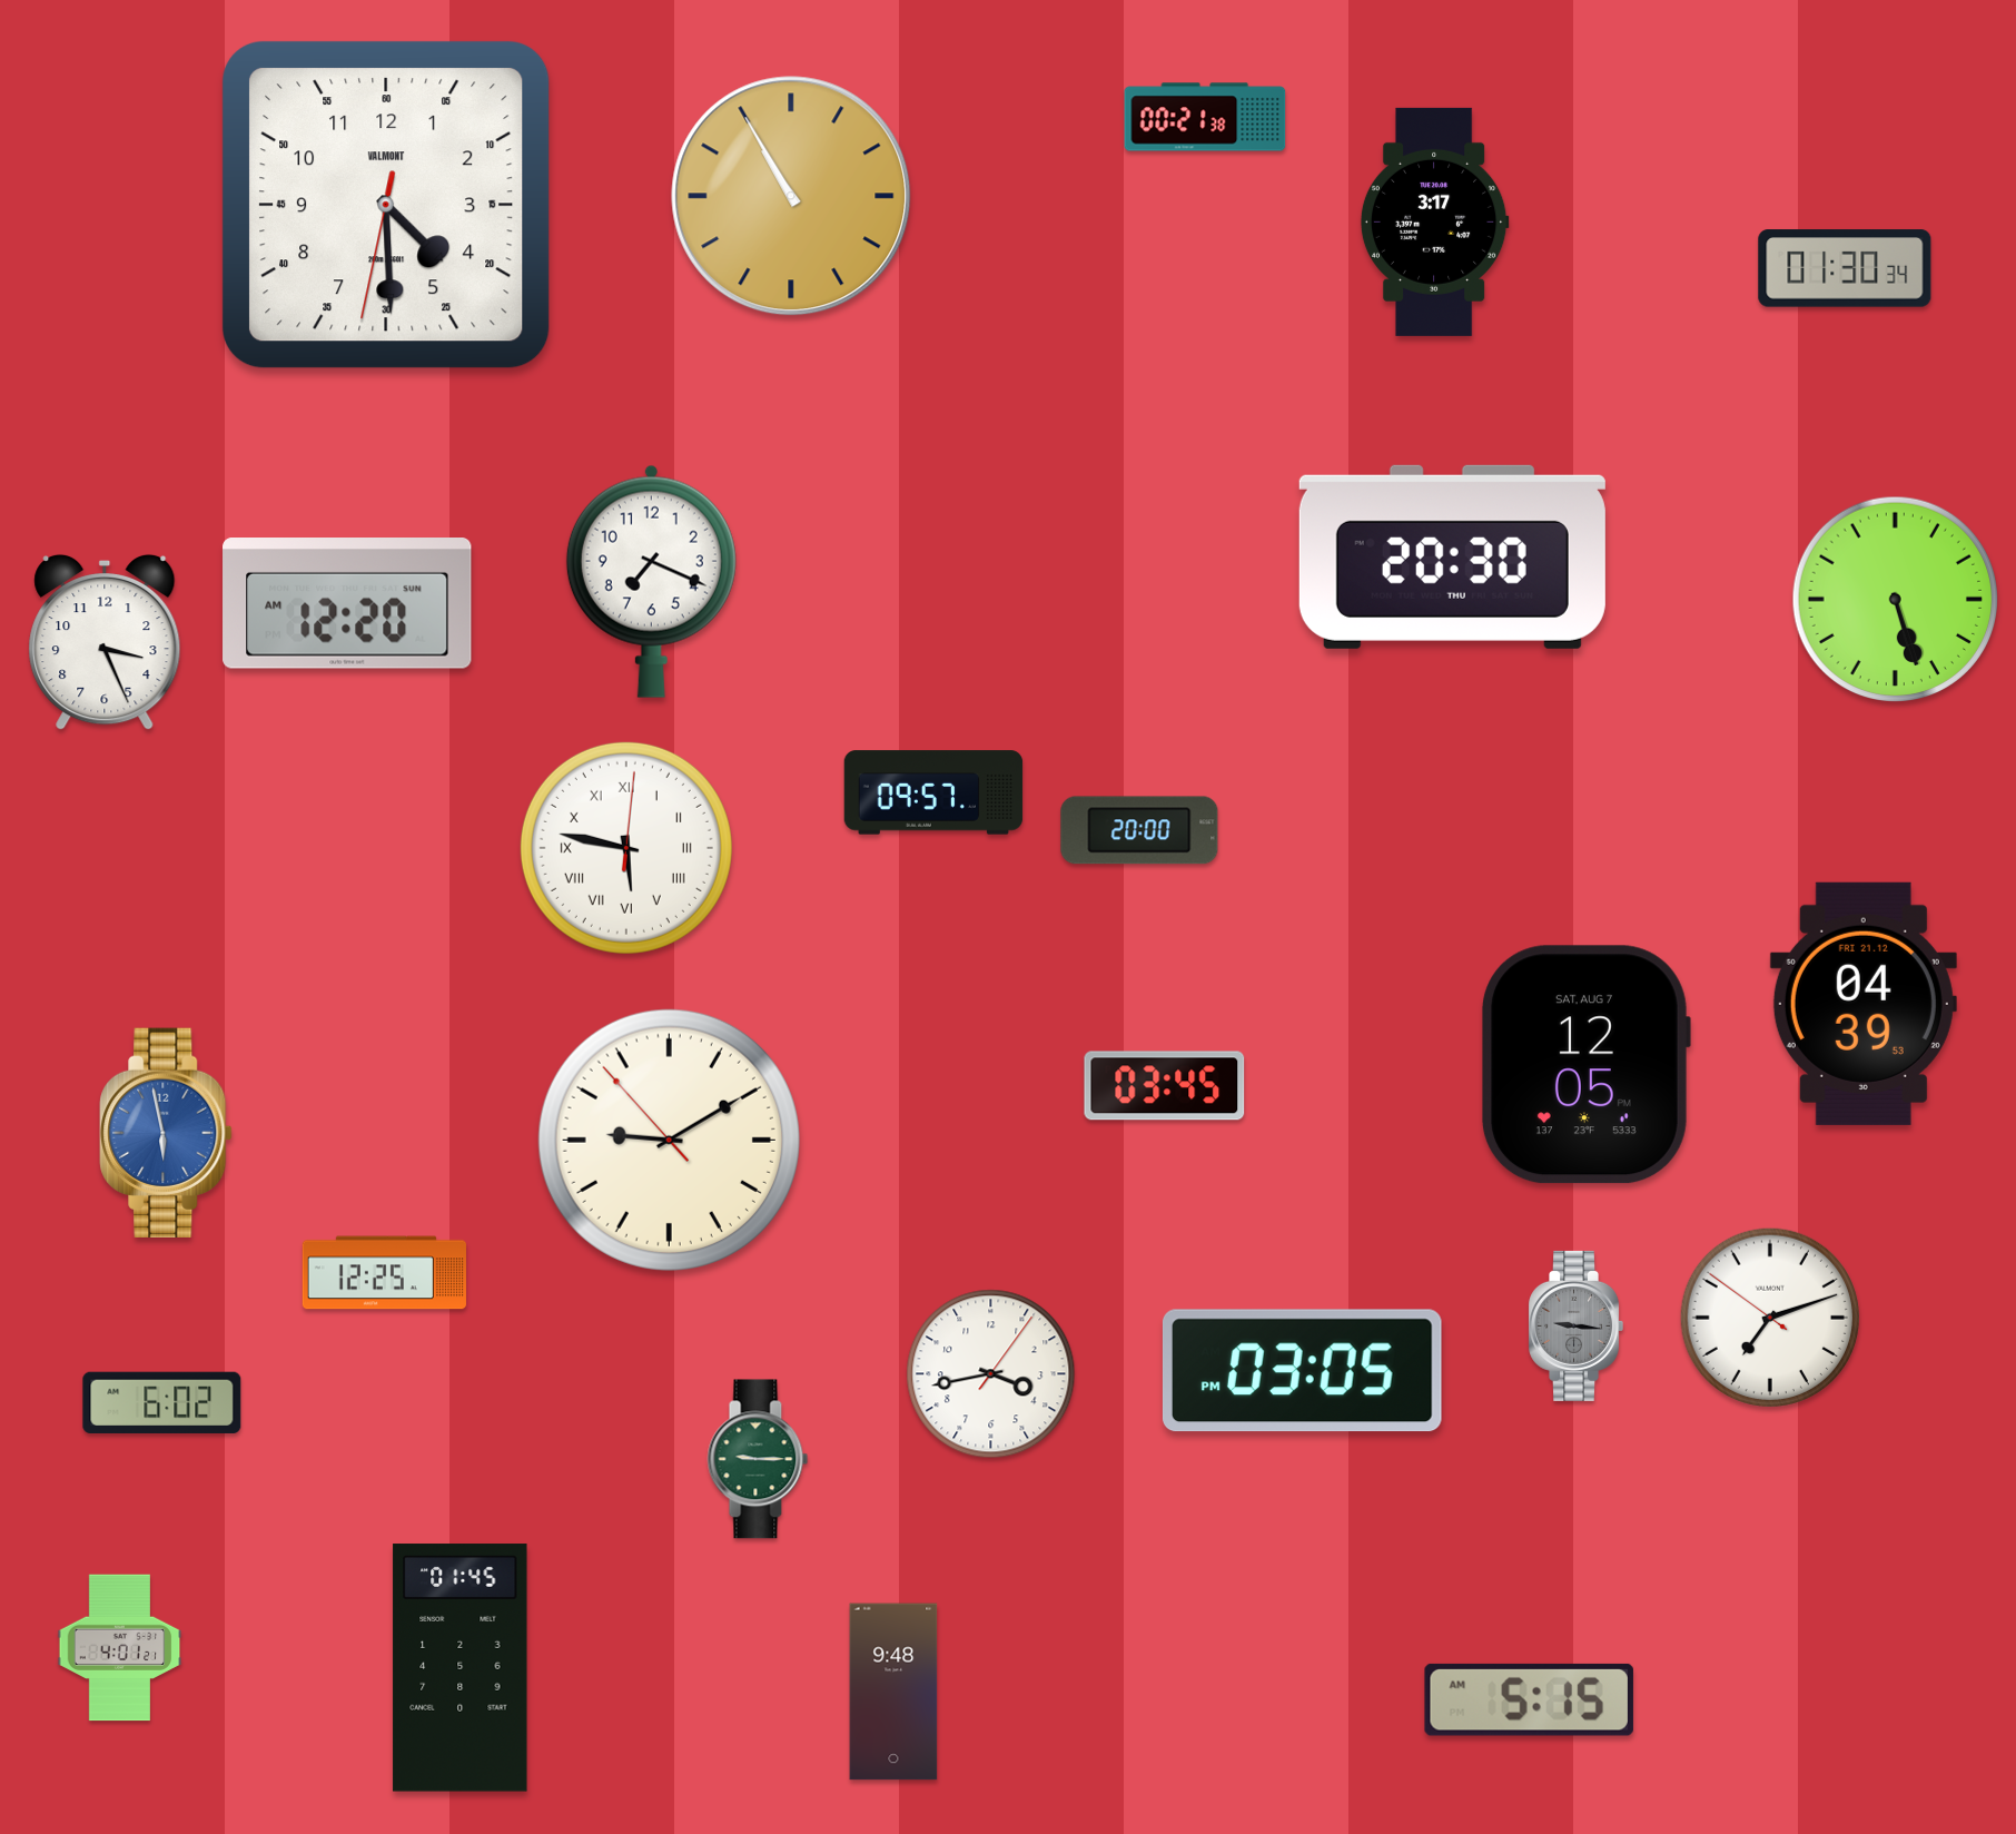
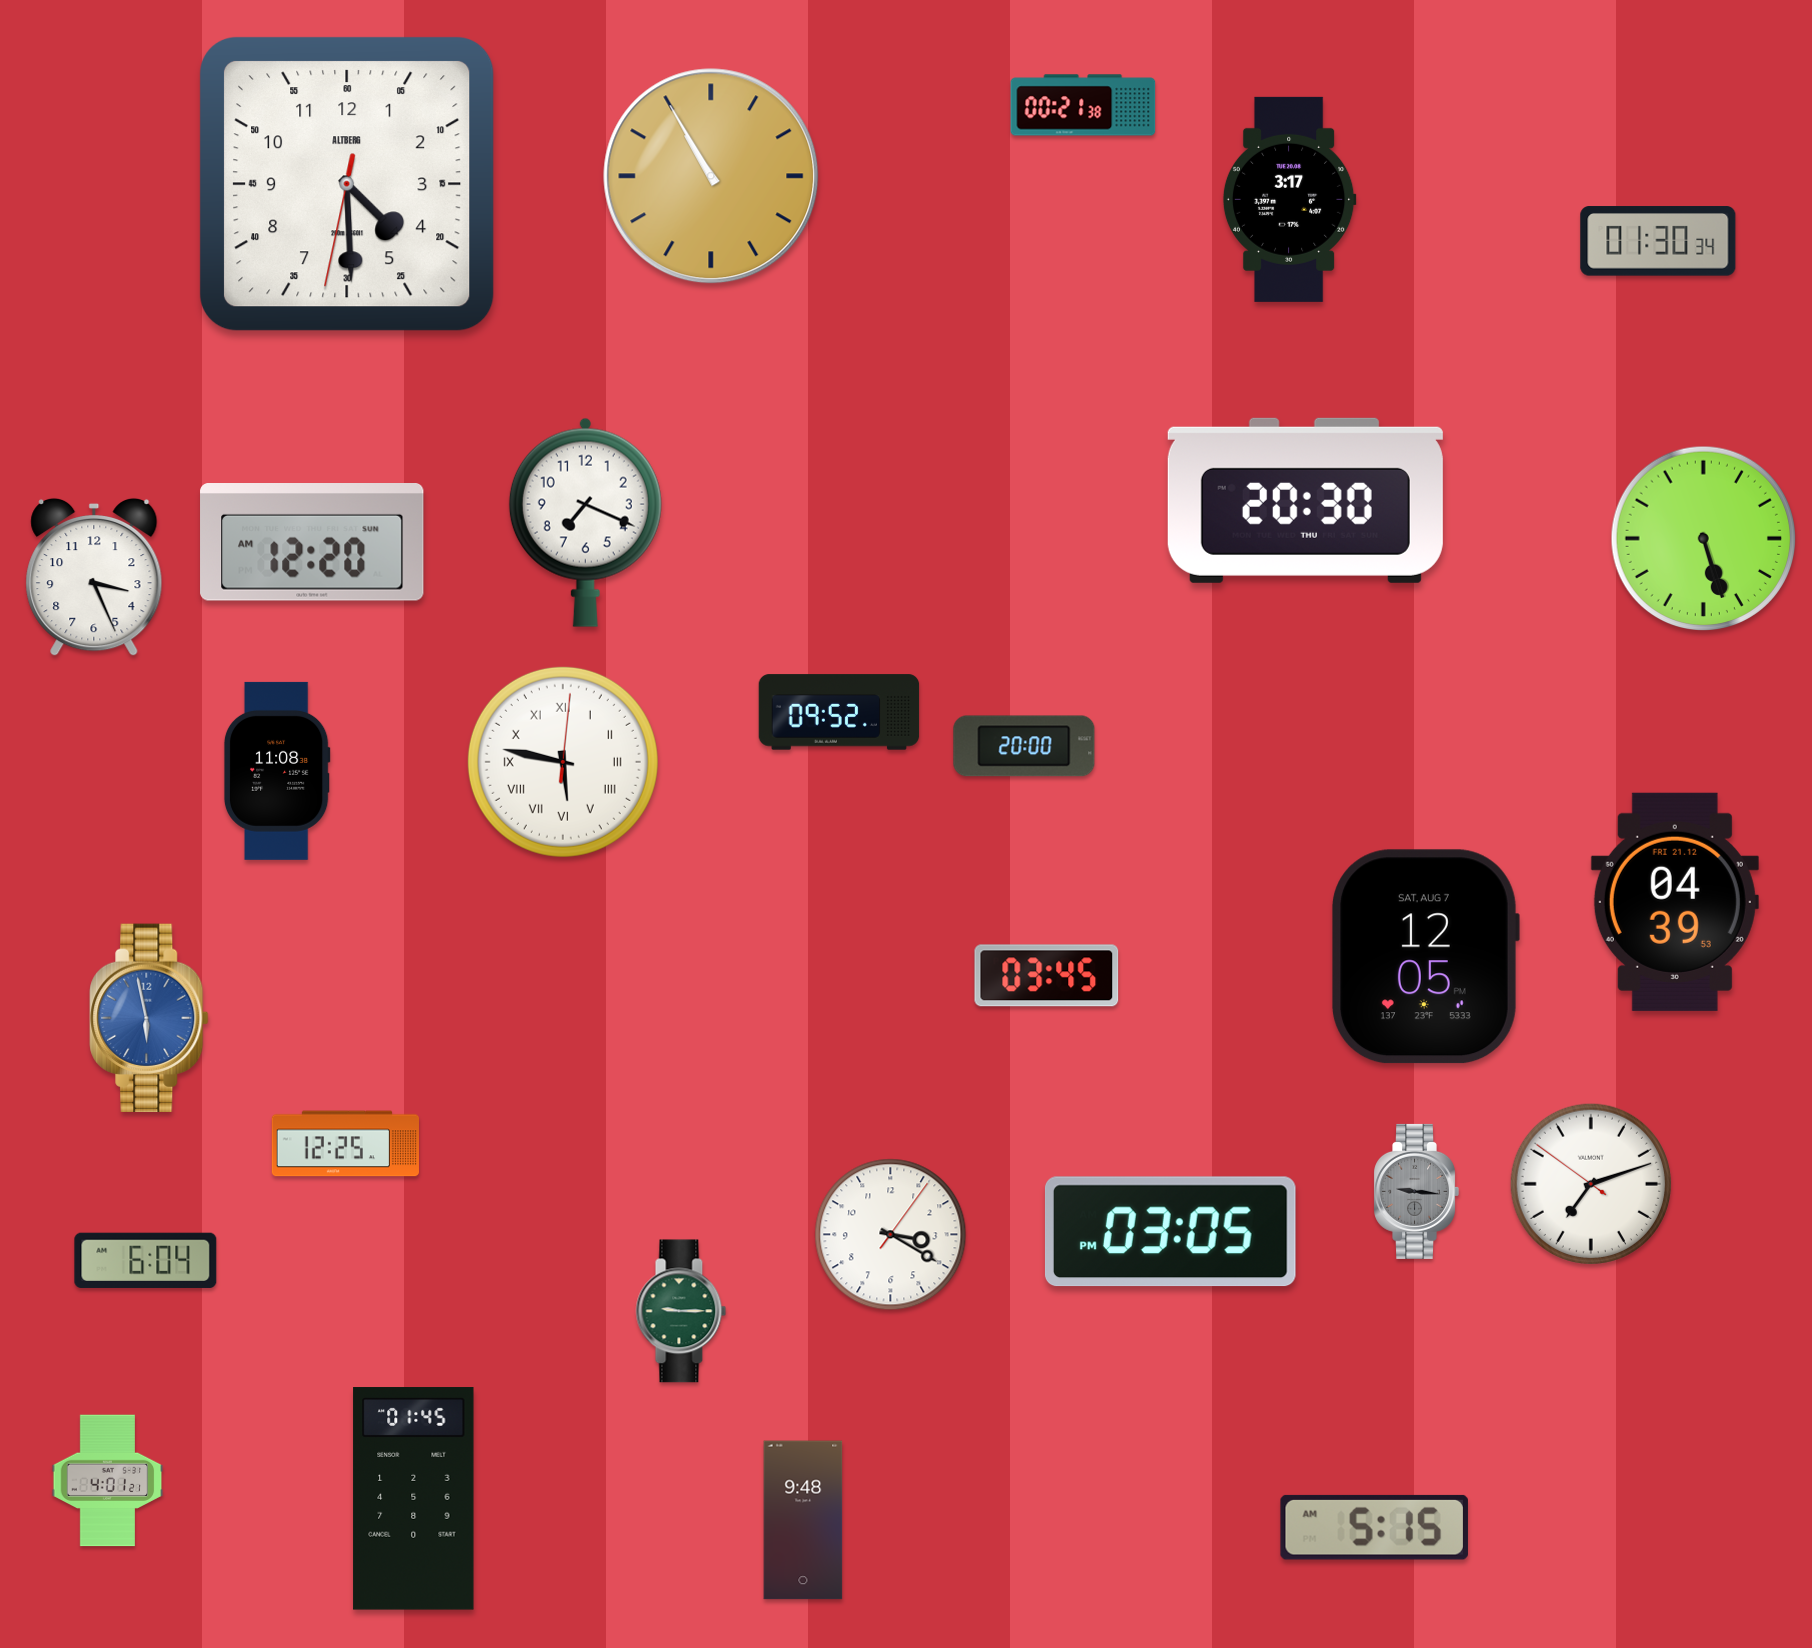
clock at (387, 206) brand: VALMONT -> ALTBERG
clock at (933, 792): 09:57 -> 09:52
clock at (277, 771): none -> 11:08
clock at (669, 1140): 9:09 -> none
clock at (991, 1374): 3:43 -> 3:20
clock at (162, 1402): 6:02 -> 6:04
